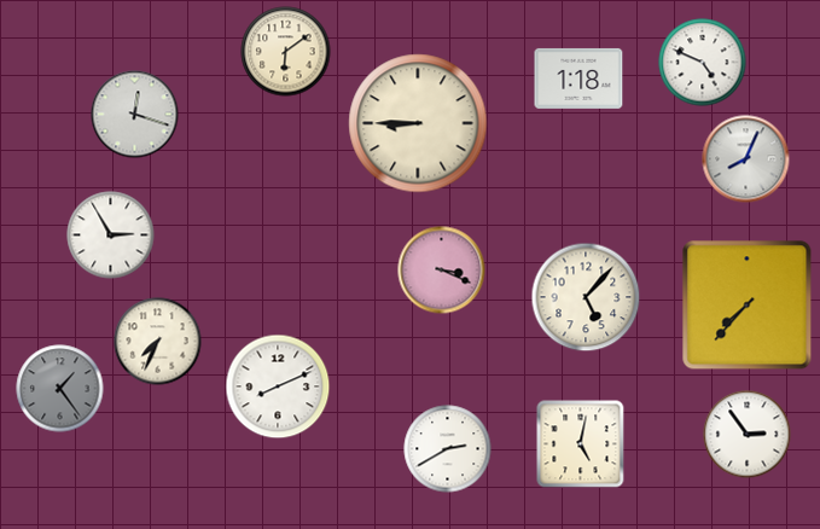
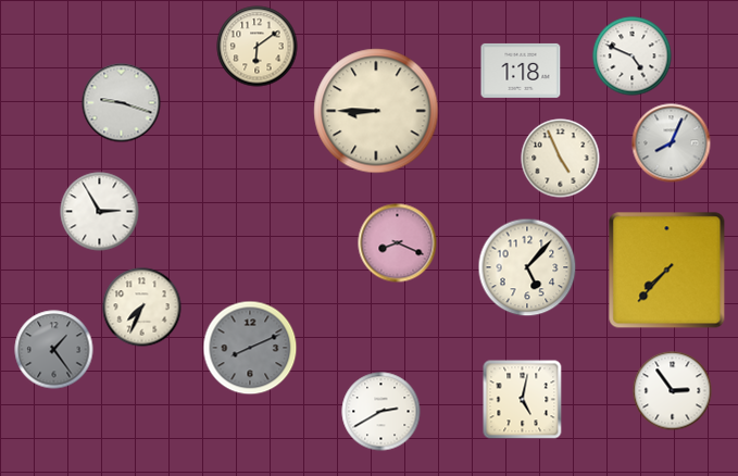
clock at (135, 115): 12:18 -> 9:18
clock at (561, 159): none -> 4:56
clock at (442, 271): 3:19 -> 8:19
clock at (748, 306) position: (748, 306) -> (667, 271)
clock at (278, 386) dial: white -> grey
clock at (448, 449) position: (448, 449) -> (381, 412)
